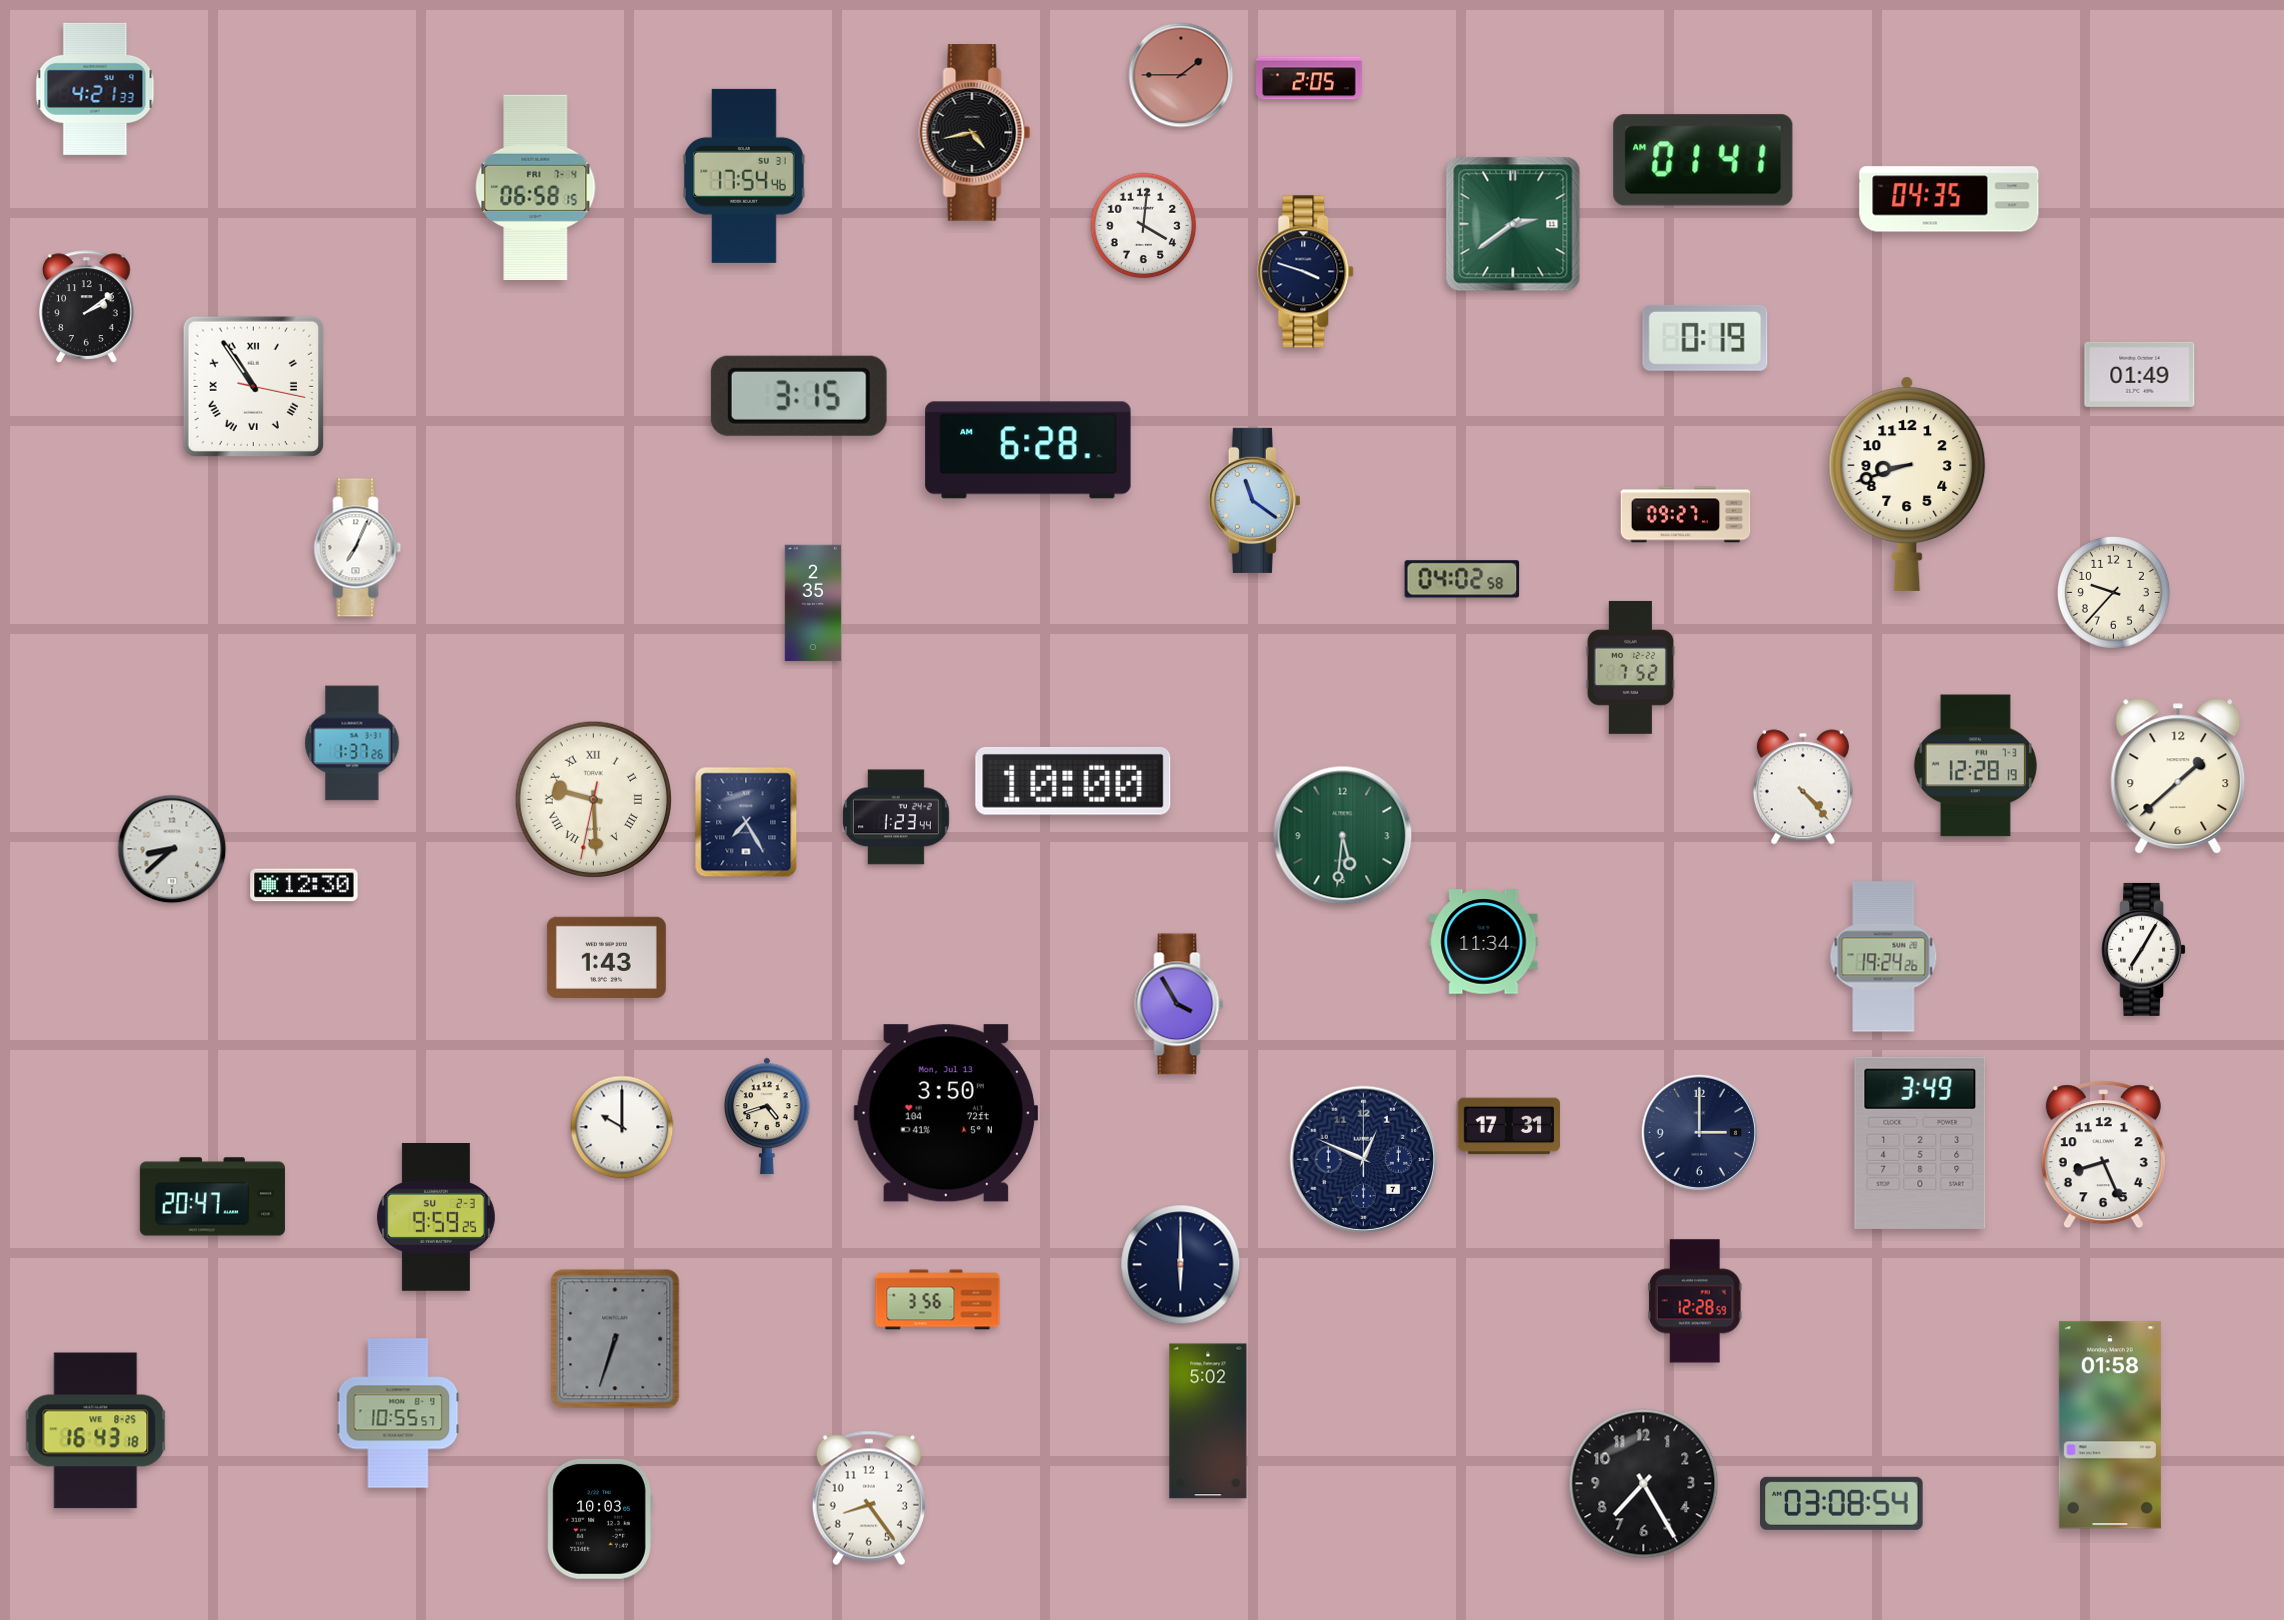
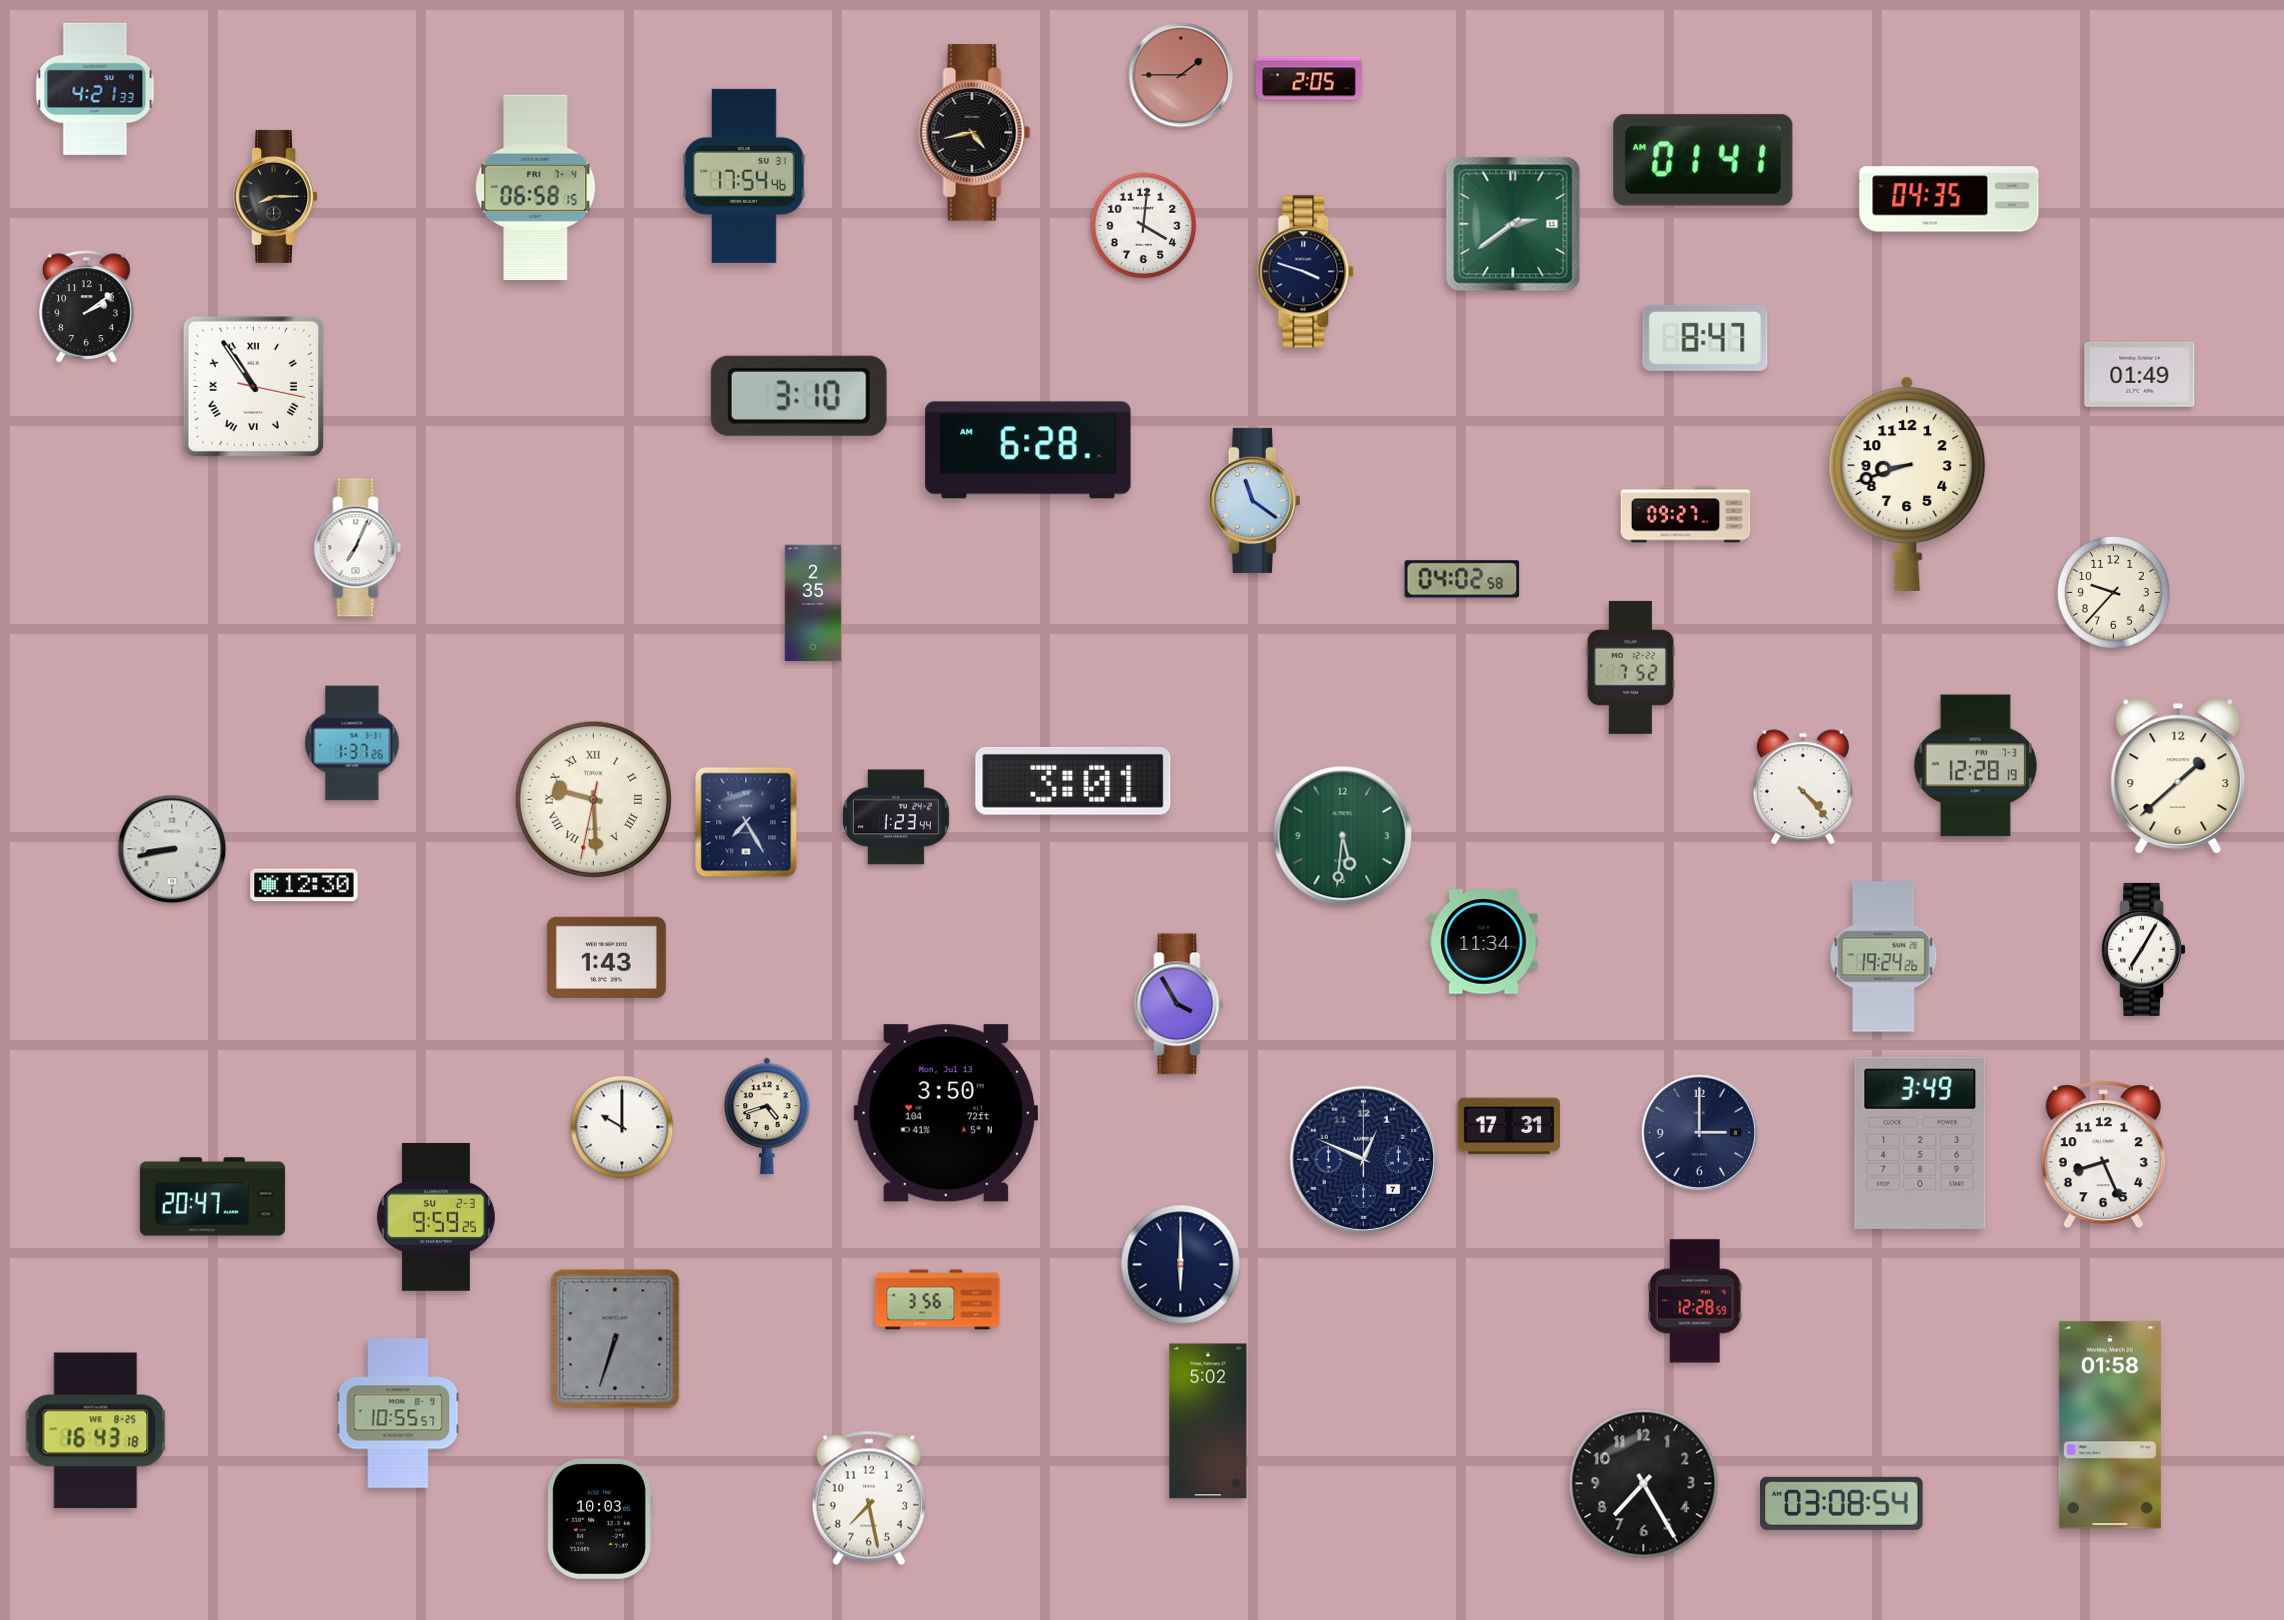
clock at (275, 196): none -> 8:15
clock at (1705, 338): 0:19 -> 8:47
clock at (799, 396): 3:15 -> 3:10
clock at (1073, 782): 10:00 -> 3:01
clock at (172, 849): 8:38 -> 8:43
clock at (869, 1498): 8:24 -> 7:28
